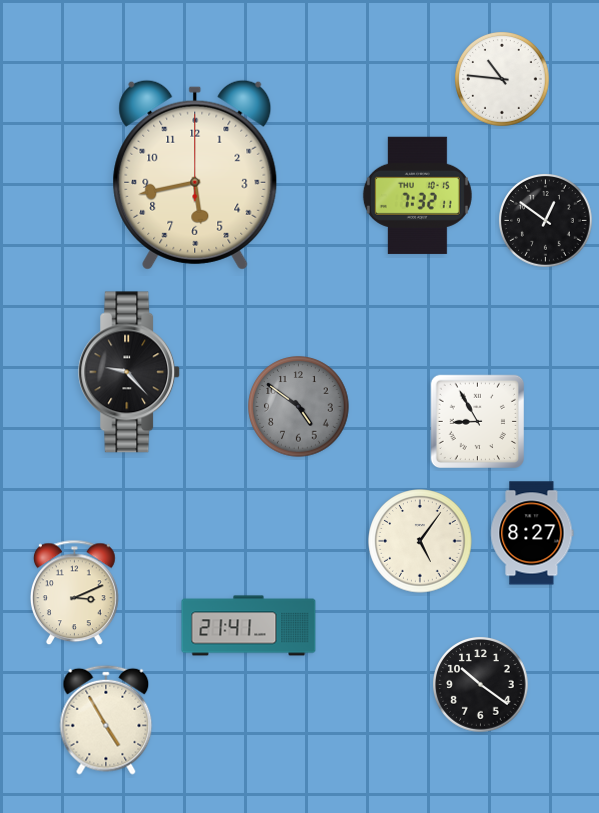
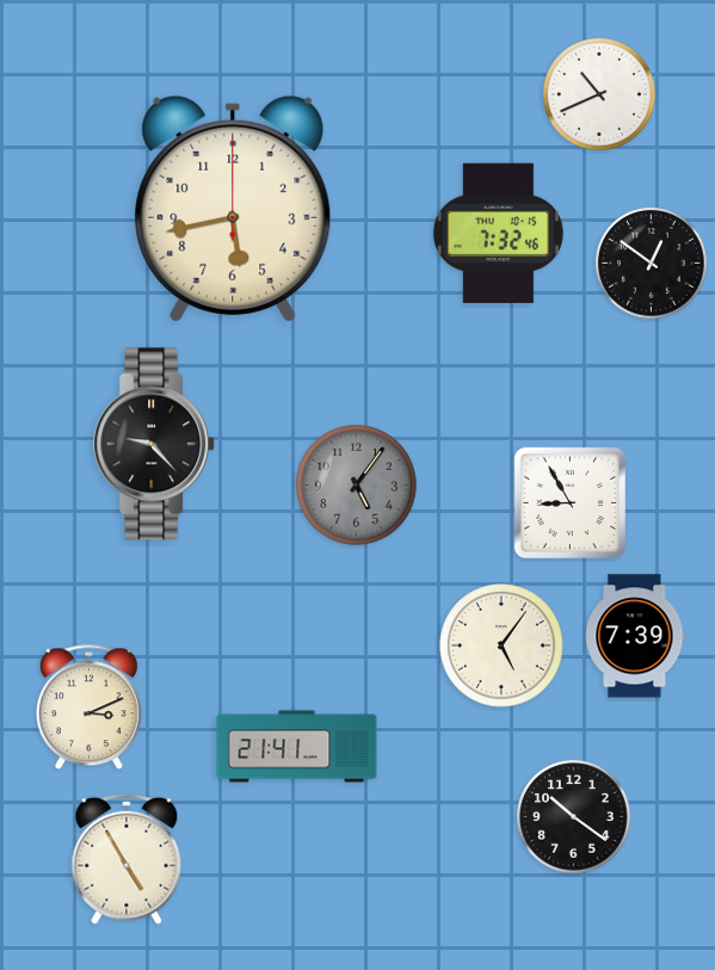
clock at (503, 80): 10:46 -> 10:41
clock at (417, 195): 7:32:11 -> 7:32:46
clock at (299, 407): 4:51 -> 5:06
clock at (532, 533): 8:27 -> 7:39
